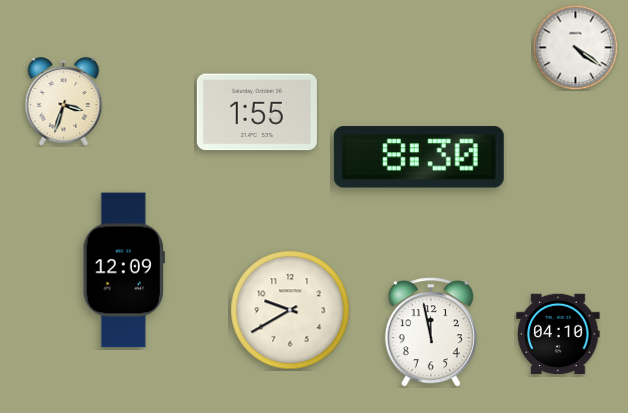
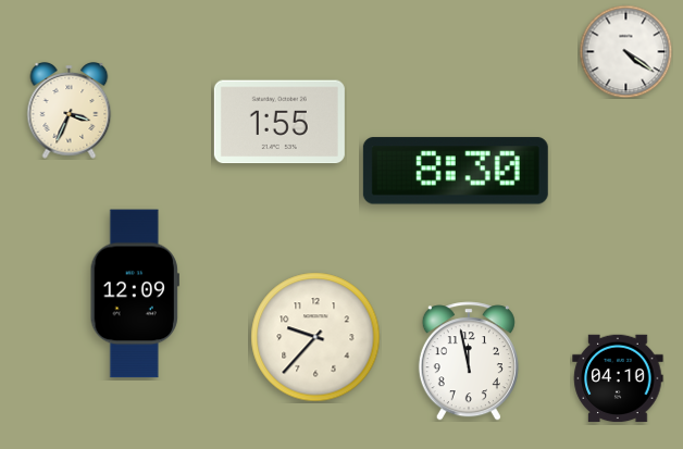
clock at (64, 102): 3:33 -> 3:34
clock at (290, 310): 9:40 -> 9:37
clock at (558, 334) position: (558, 334) -> (618, 378)
